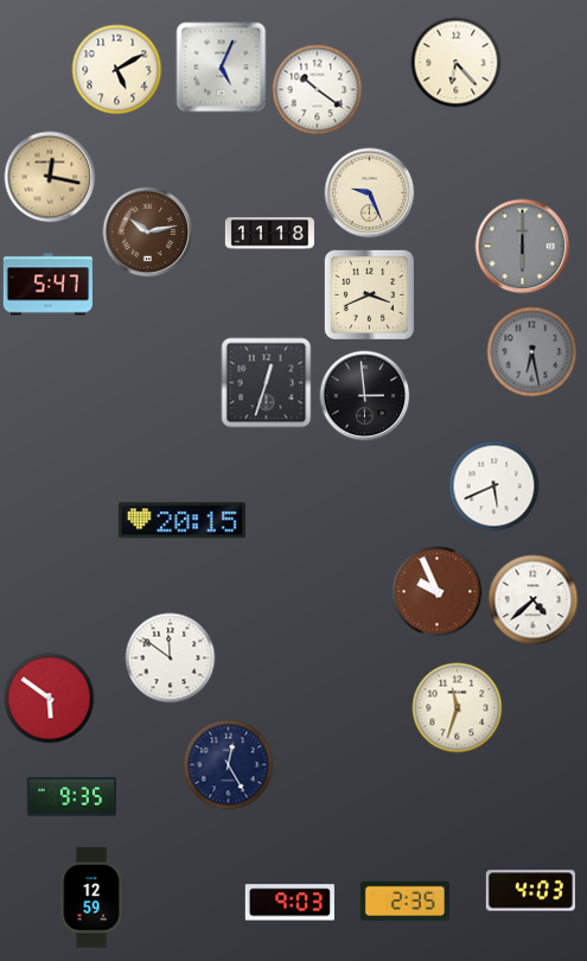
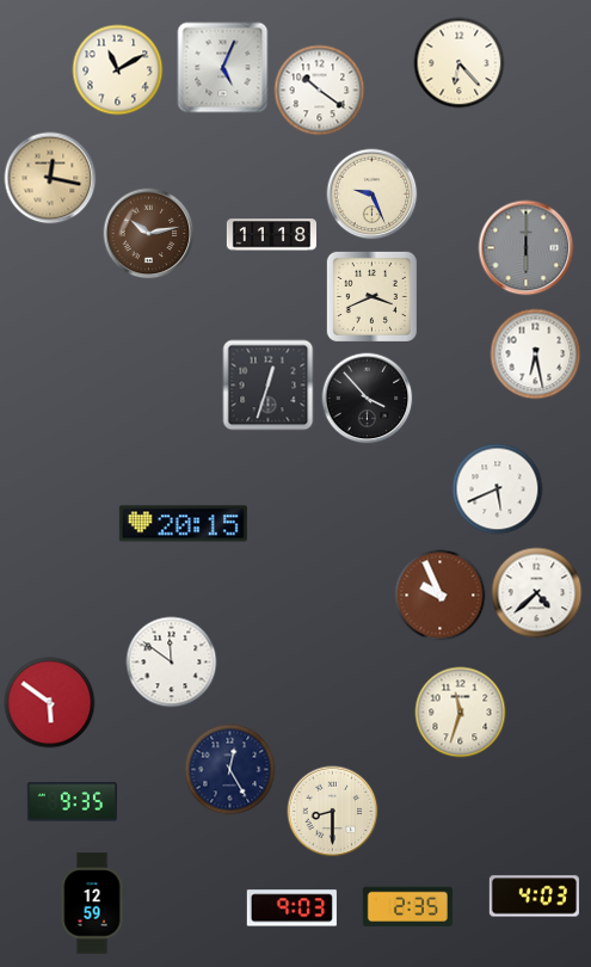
clock at (117, 70): 5:10 -> 11:10
clock at (47, 285): 5:47 -> none
clock at (532, 352) dial: grey -> white
clock at (365, 396): 2:59 -> 3:53
clock at (534, 600) position: (534, 600) -> (537, 593)
clock at (333, 812): none -> 8:30
